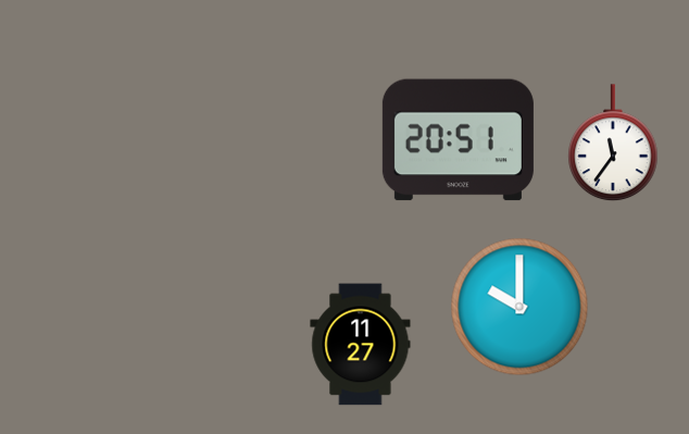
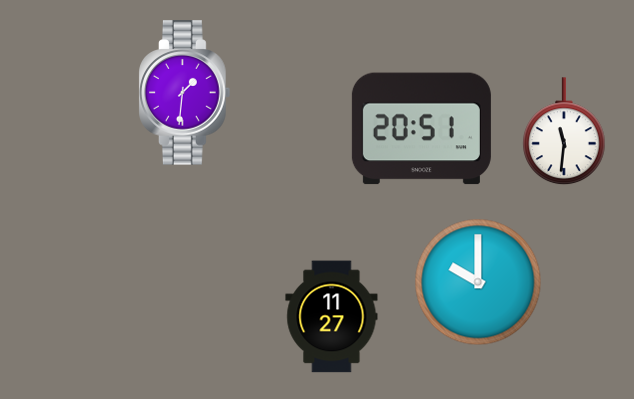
clock at (185, 93): none -> 1:31
clock at (614, 144): 11:36 -> 11:31
